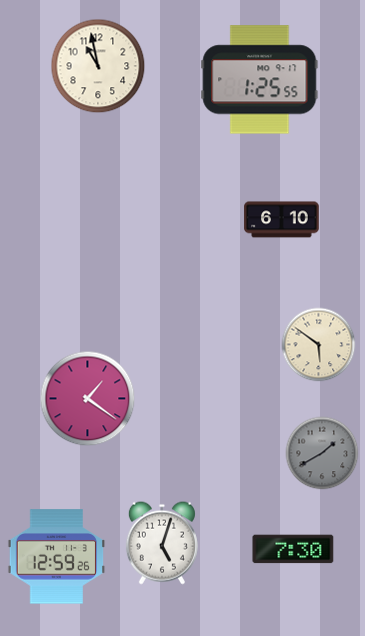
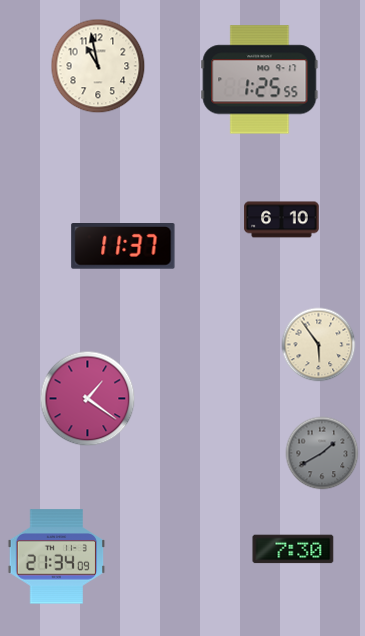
clock at (123, 247): none -> 11:37
clock at (319, 345): 5:51 -> 5:54
clock at (162, 543): 5:03 -> none
clock at (57, 557): 12:59 -> 21:34
